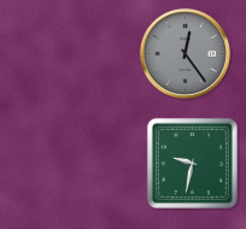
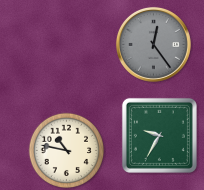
clock at (192, 163): 9:32 -> 9:35
clock at (67, 151): none -> 10:47
